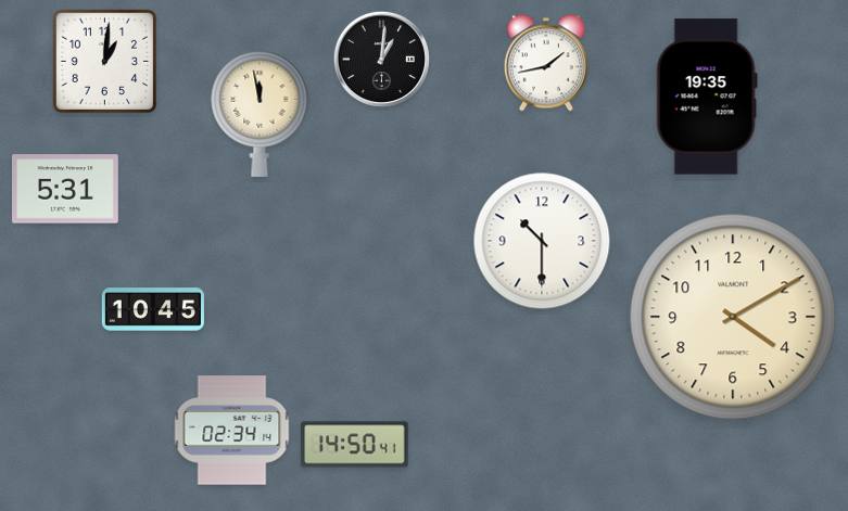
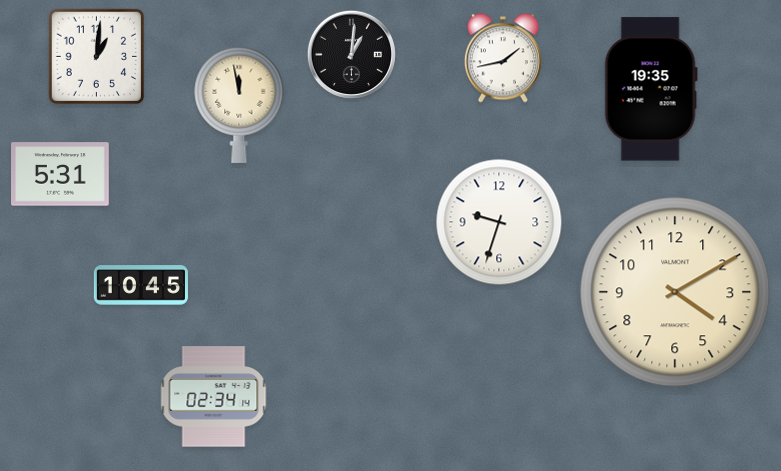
clock at (542, 241): 10:30 -> 9:33
clock at (355, 445): 14:50 -> none
